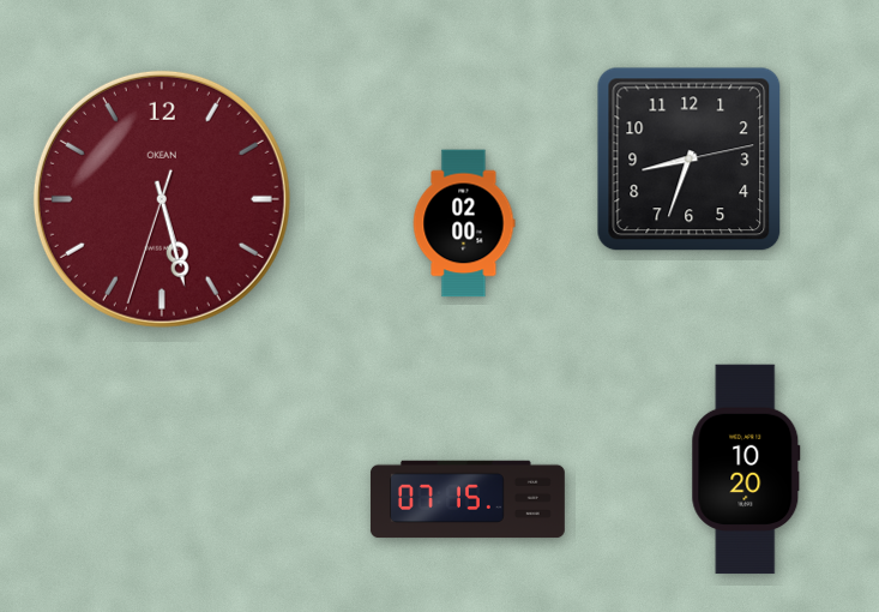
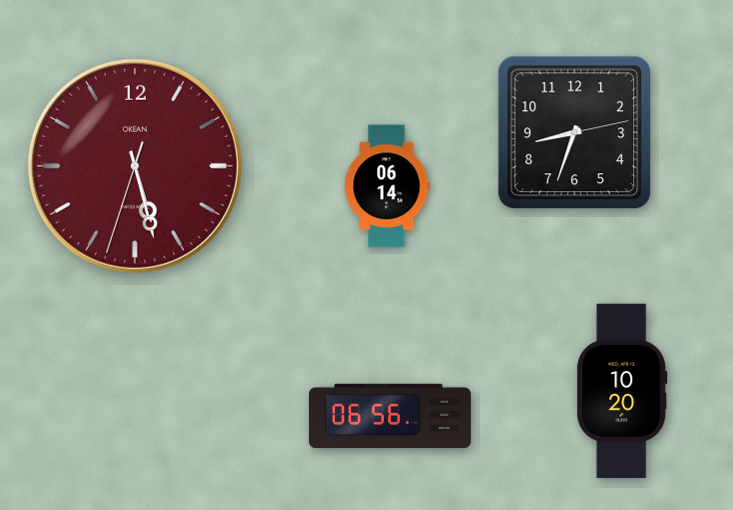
clock at (464, 223): 02:00 -> 06:14
clock at (468, 499): 07:15 -> 06:56
